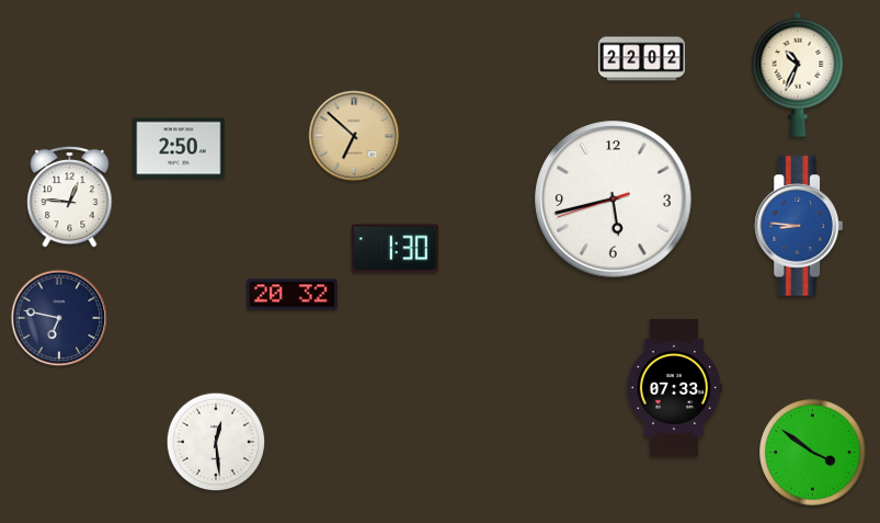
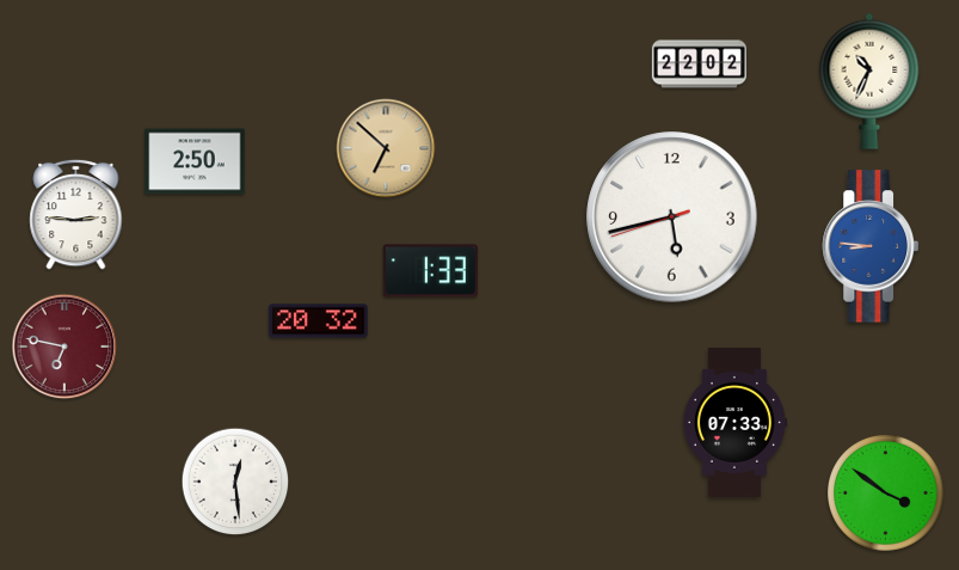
clock at (70, 196): 12:46 -> 2:46
clock at (614, 200) position: (614, 200) -> (672, 217)
clock at (395, 249): 1:30 -> 1:33
clock at (59, 318) dial: navy -> burgundy
